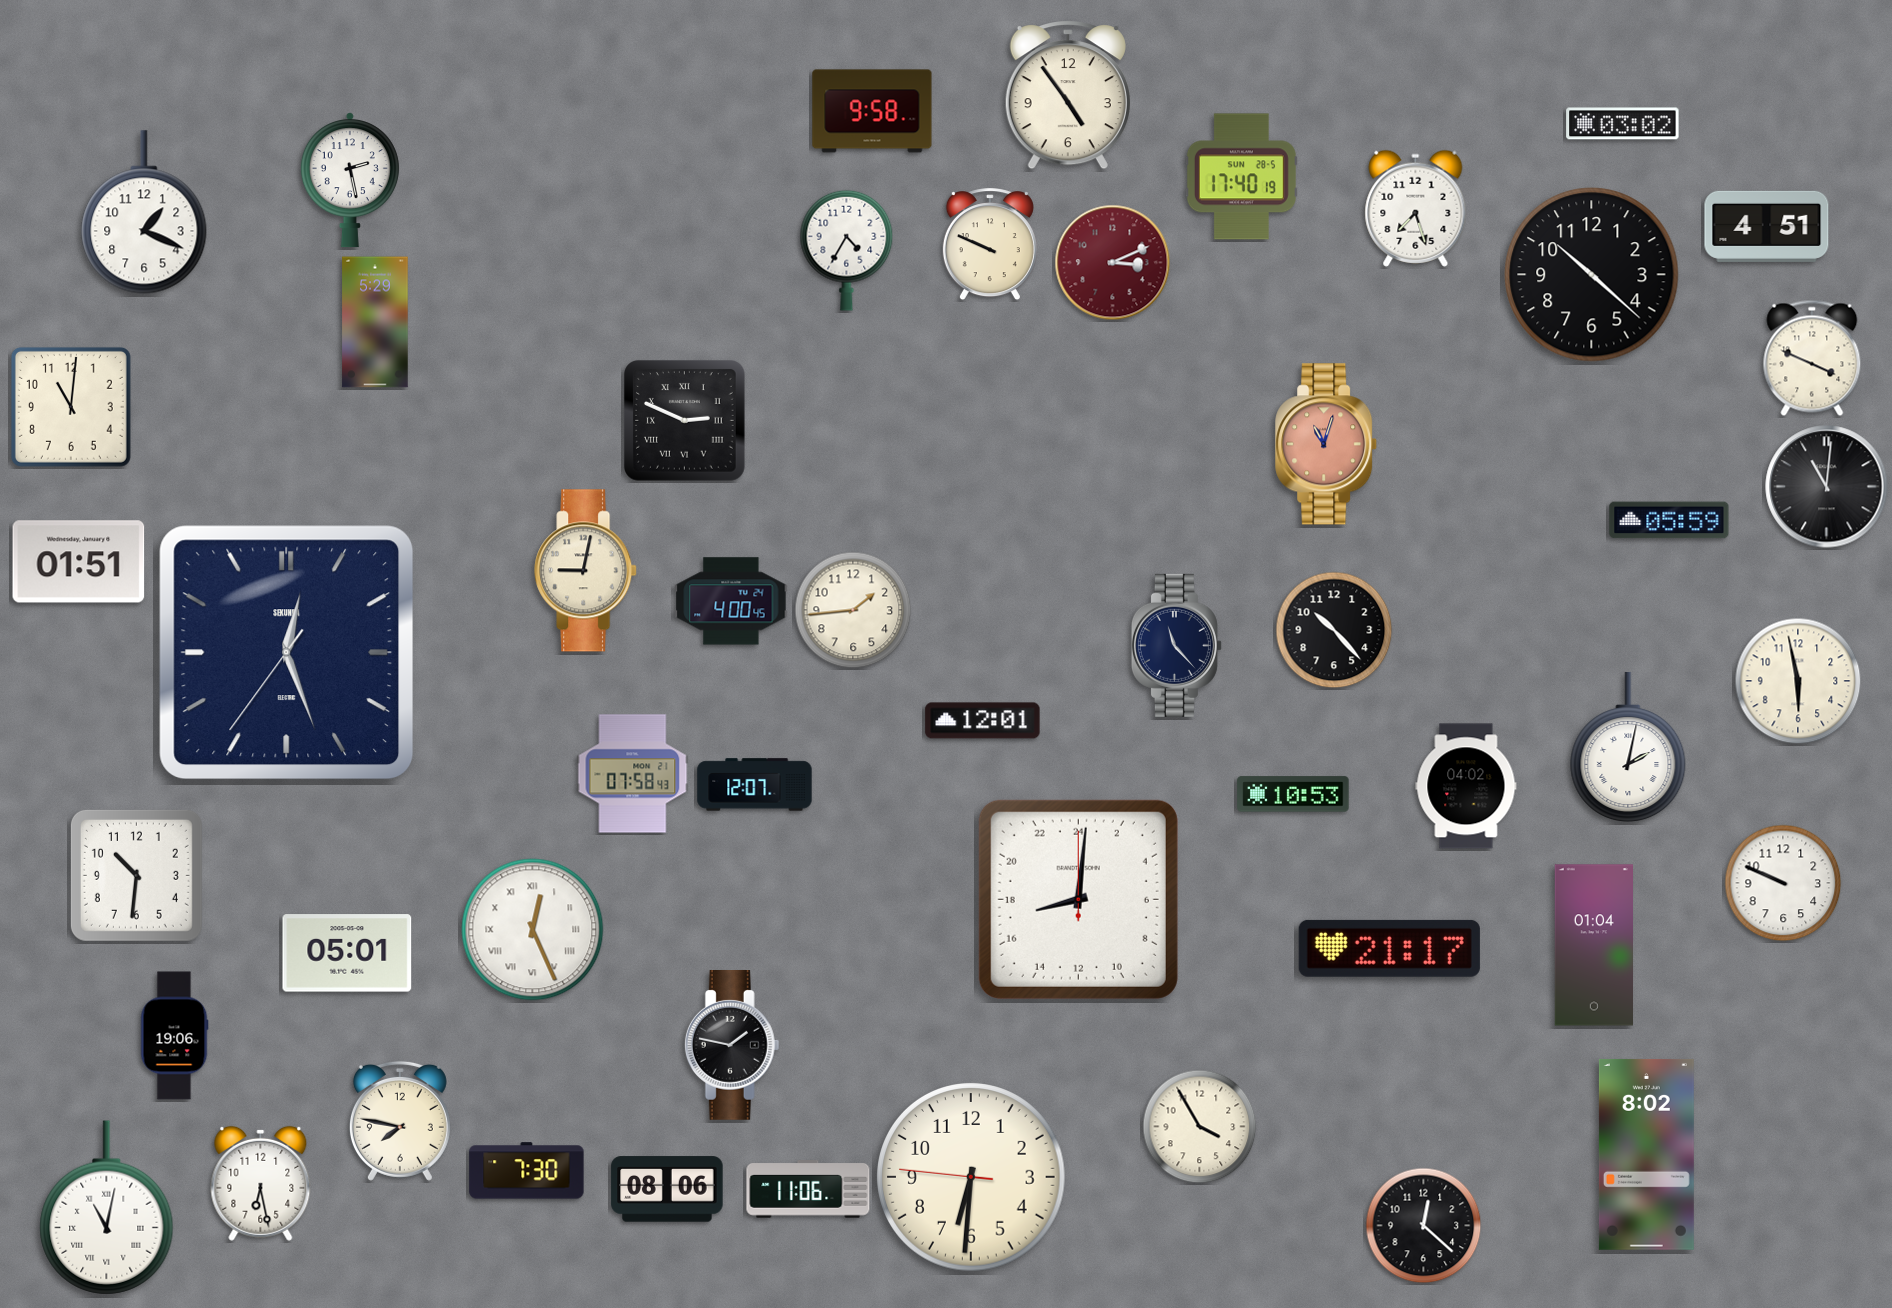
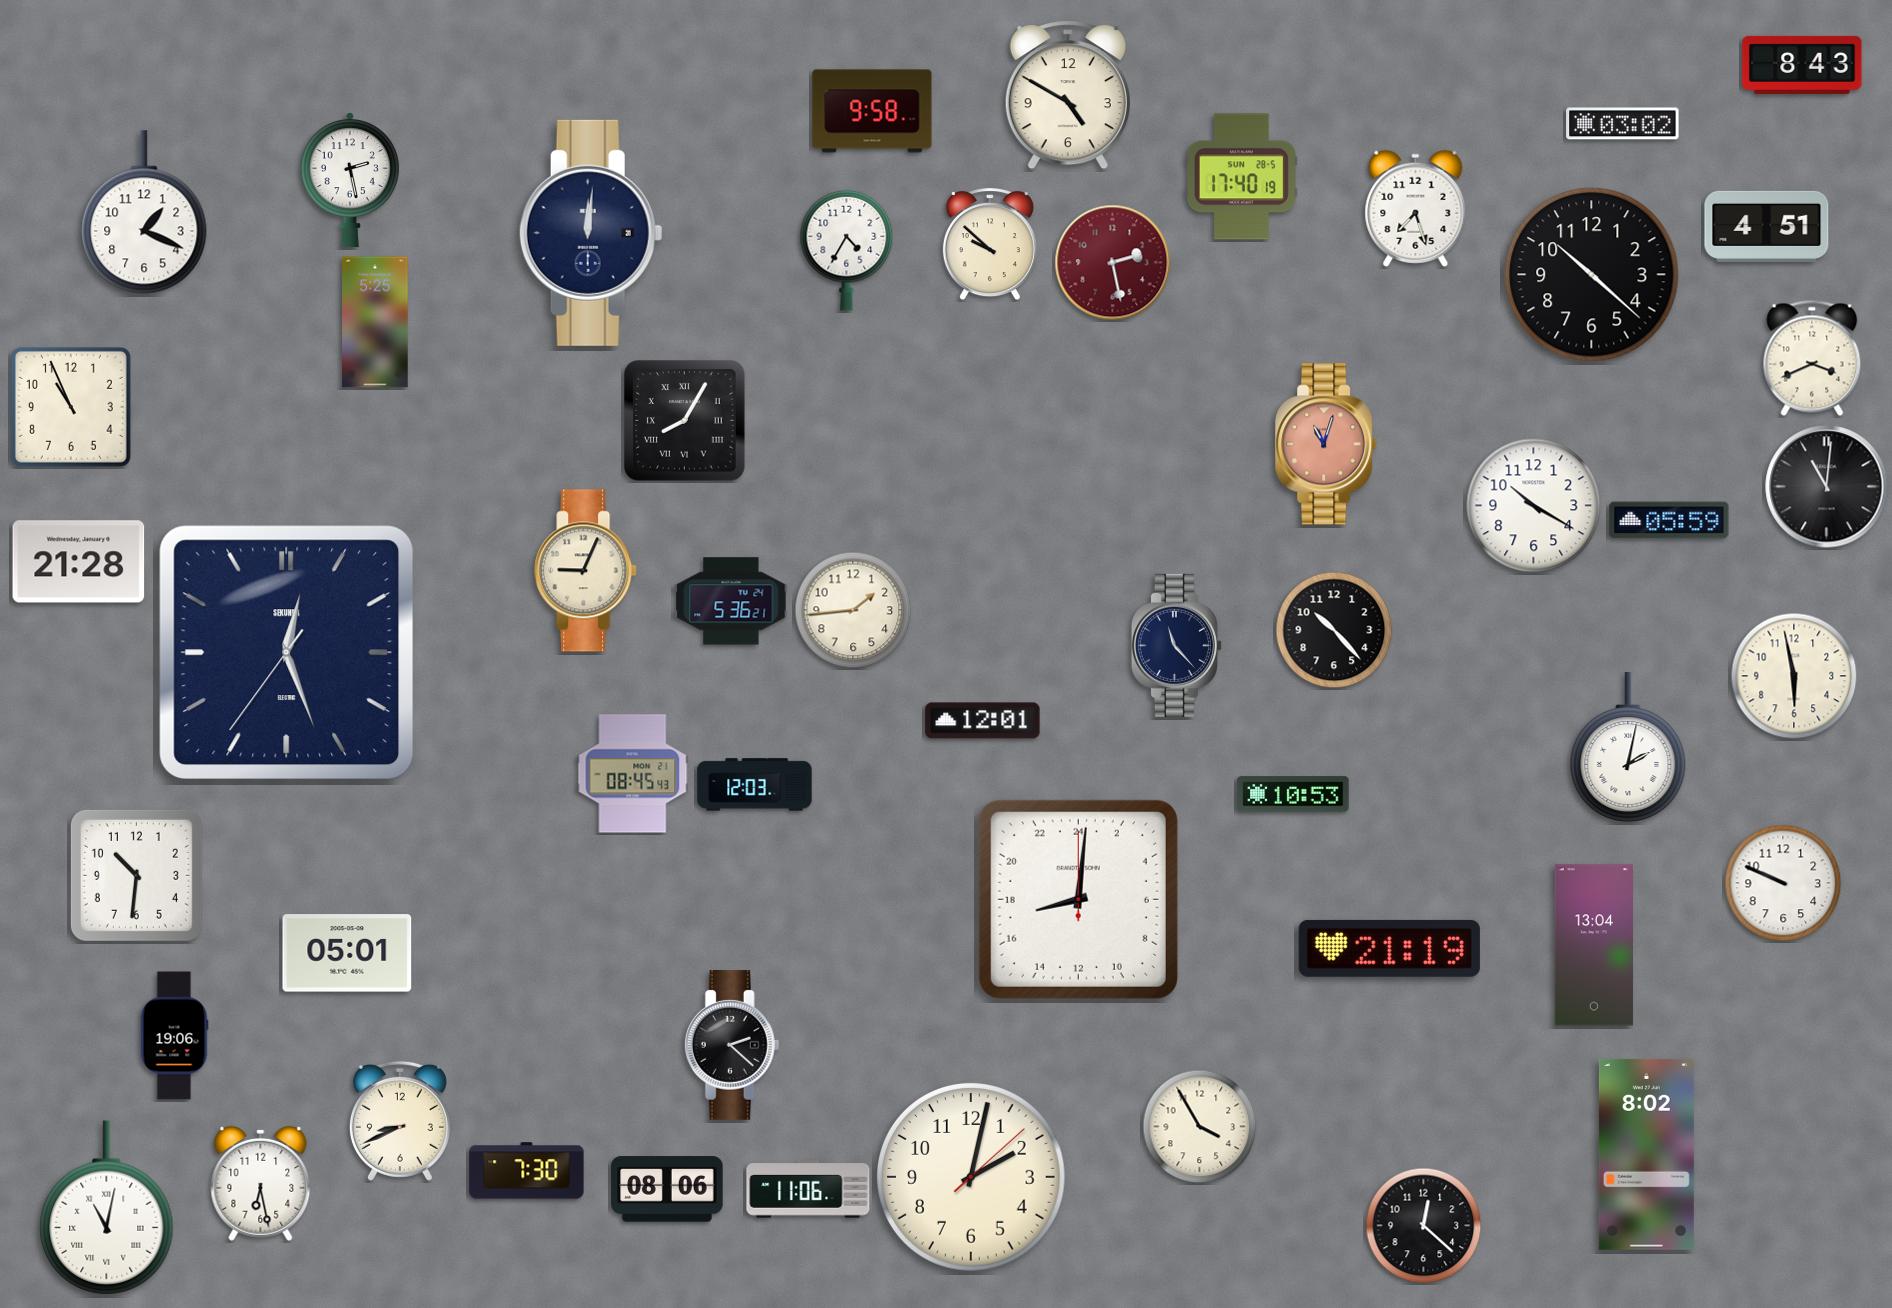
clock at (1802, 65): none -> 8:43
clock at (1068, 95): 4:54 -> 4:50
clock at (591, 233): none -> 12:01
clock at (990, 245): 9:49 -> 9:52
clock at (1113, 263): 3:11 -> 2:28
clock at (375, 322): 5:29 -> 5:25
clock at (1812, 358): 3:49 -> 3:41
clock at (71, 407): 11:01 -> 10:56
clock at (685, 421): 2:49 -> 8:05
clock at (1534, 506): none -> 10:20
clock at (79, 562): 01:51 -> 21:28
clock at (586, 571): 9:02 -> 9:04
clock at (731, 601): 4:00 -> 5:36
clock at (1798, 681) position: (1798, 681) -> (1794, 676)
clock at (633, 774): 07:58 -> 08:45
clock at (755, 785): 12:07 -> 12:03
clock at (1466, 786): 04:02 -> none
clock at (533, 930): 12:26 -> none
clock at (1593, 945): 01:04 -> 13:04
clock at (1389, 948): 21:17 -> 21:19
clock at (732, 1046): 1:47 -> 2:22
clock at (400, 1121): 7:47 -> 8:41
clock at (972, 1178): 6:30 -> 2:02
